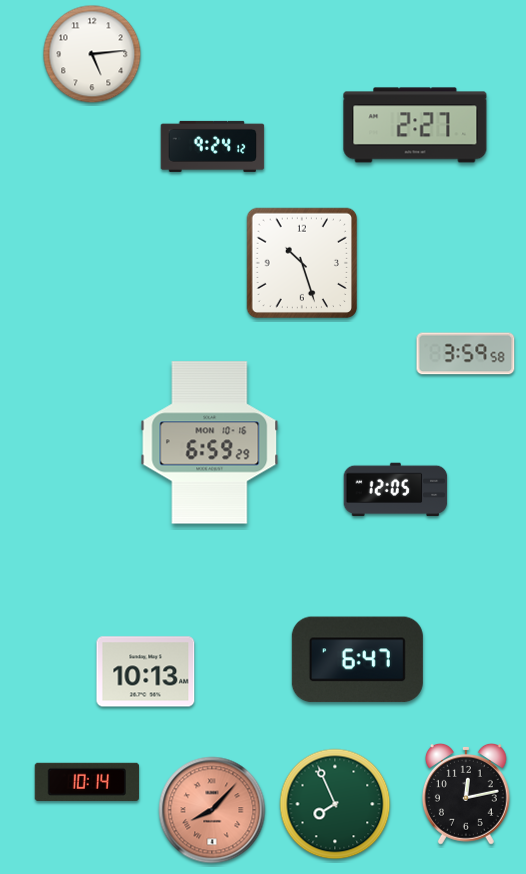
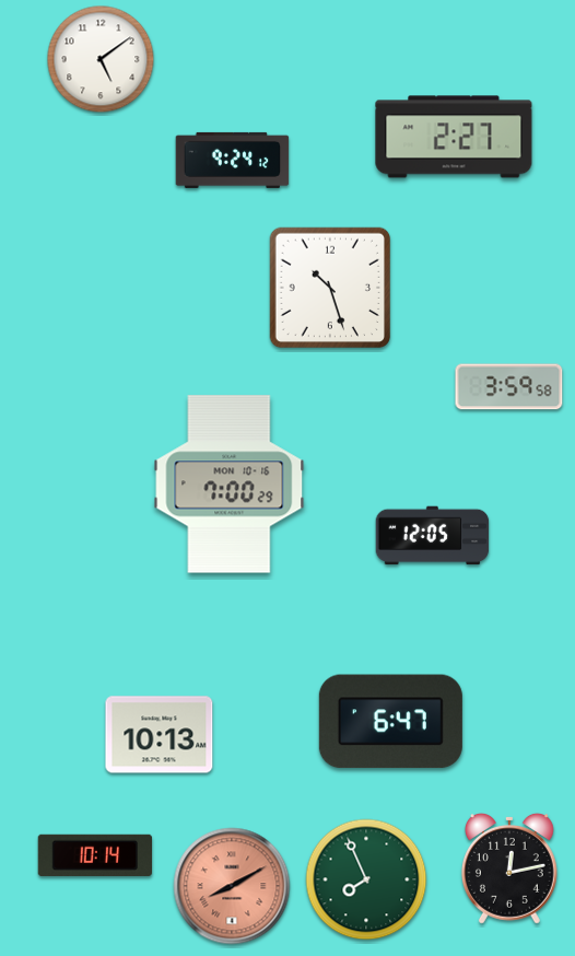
clock at (92, 54): 5:14 -> 5:09
clock at (210, 443): 6:59 -> 7:00
clock at (212, 810): 8:07 -> 8:10
